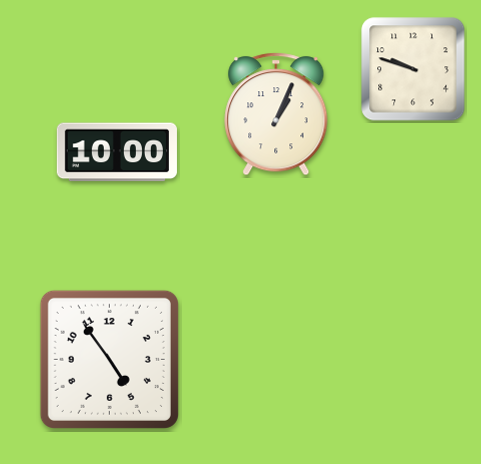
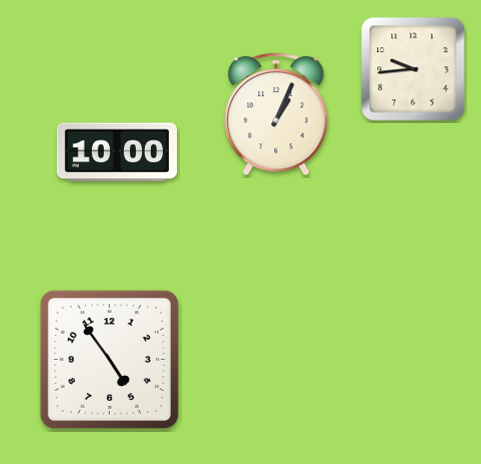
clock at (413, 69): 9:48 -> 9:44
